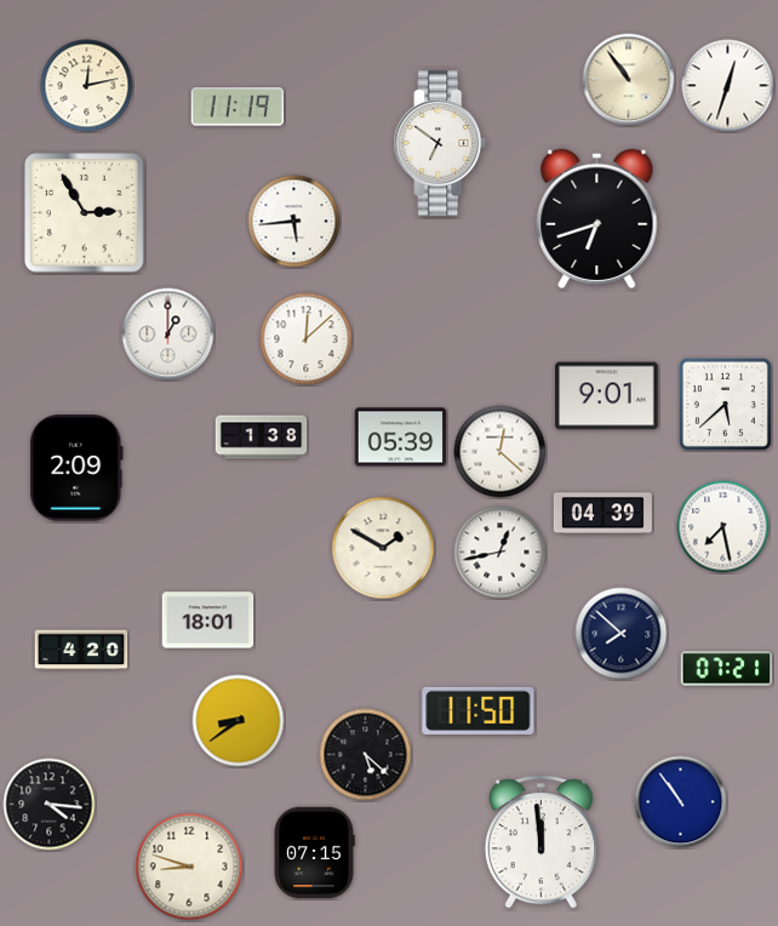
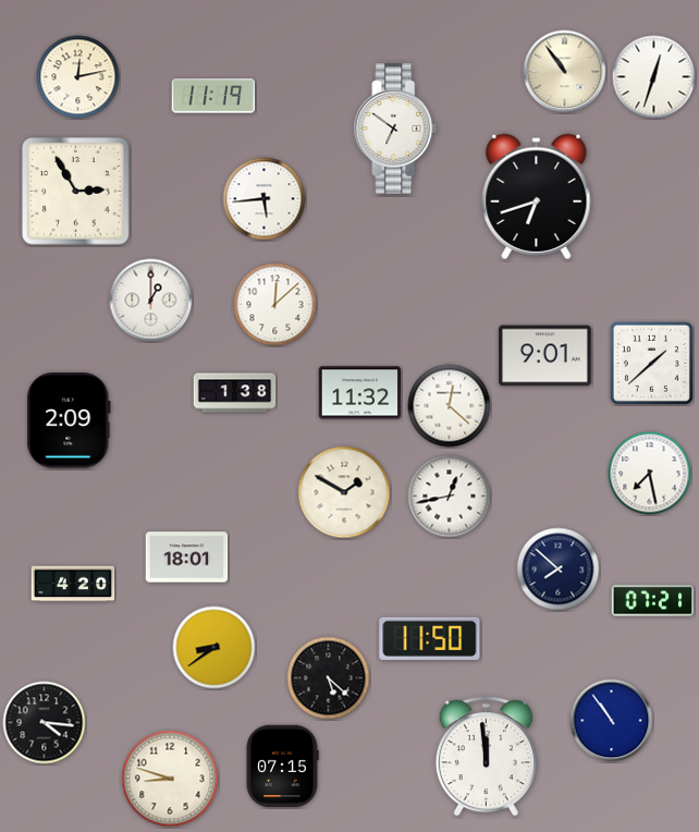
clock at (725, 404): 5:38 -> 1:38
clock at (401, 438): 05:39 -> 11:32
clock at (602, 514): 04:39 -> none
